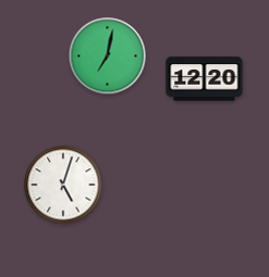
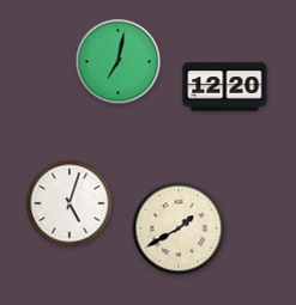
clock at (179, 228): none -> 1:40
